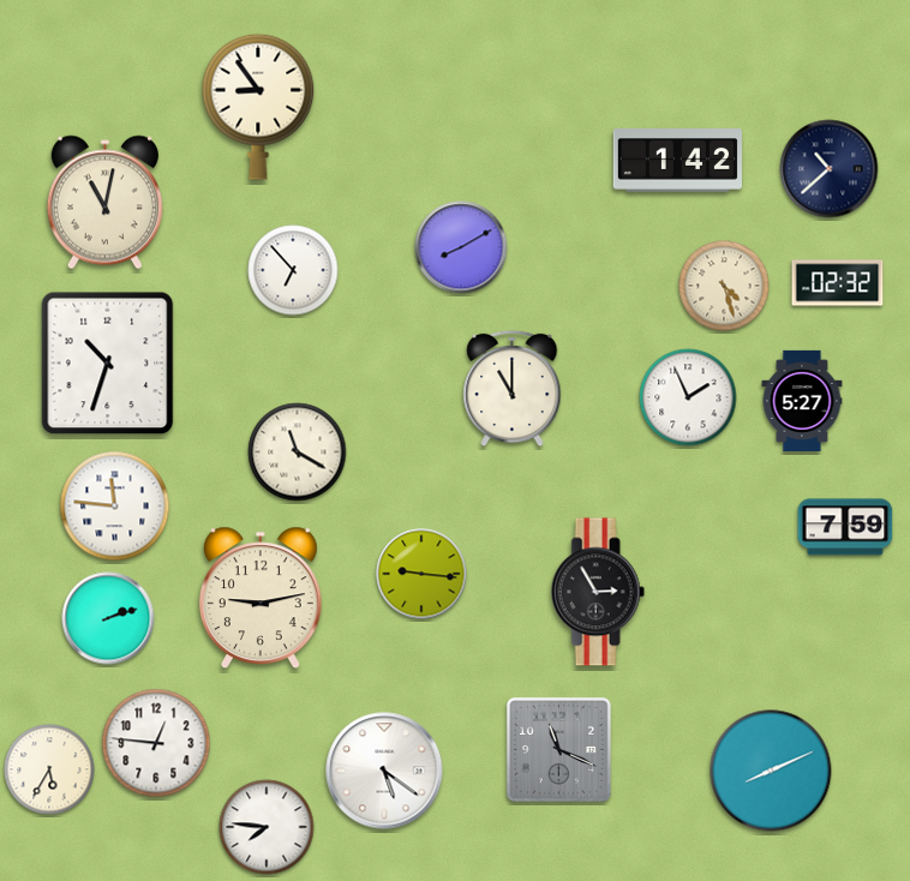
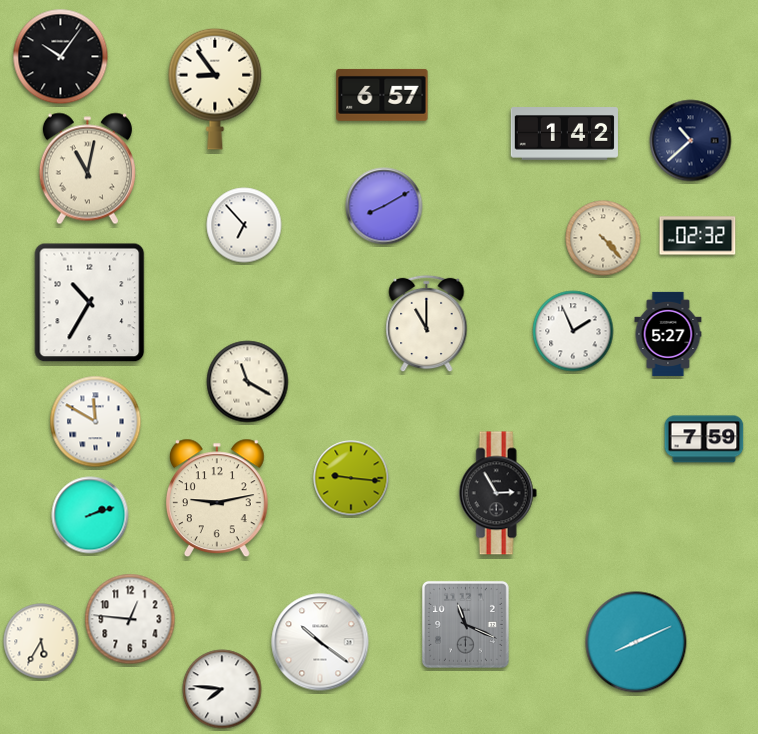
clock at (61, 57): none -> 10:06
clock at (382, 95): none -> 6:57
clock at (724, 286): 4:27 -> 4:23
clock at (108, 364): 10:33 -> 10:35
clock at (298, 453) position: (298, 453) -> (248, 382)
clock at (115, 507): 11:46 -> 11:50
clock at (384, 771): 5:21 -> 10:21
clock at (771, 771) position: (771, 771) -> (636, 642)
